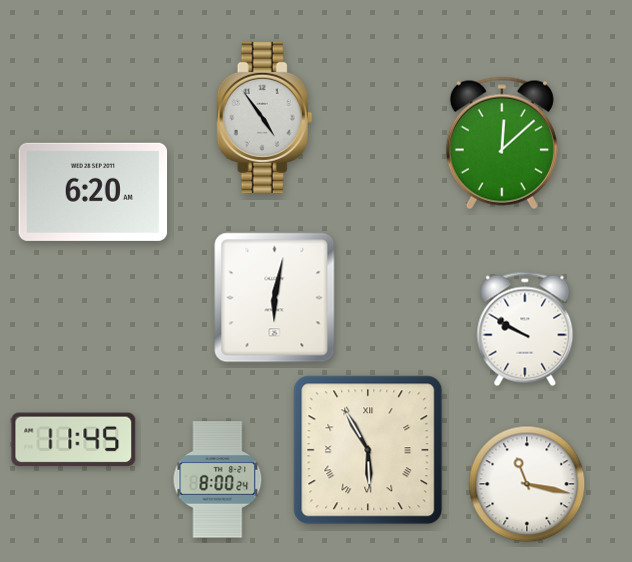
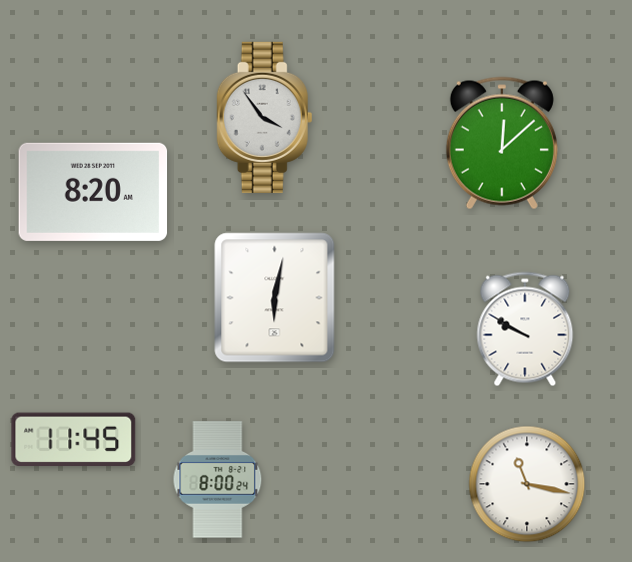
clock at (265, 117): 4:54 -> 3:54
clock at (93, 192): 6:20 -> 8:20
clock at (368, 450): 5:55 -> none
